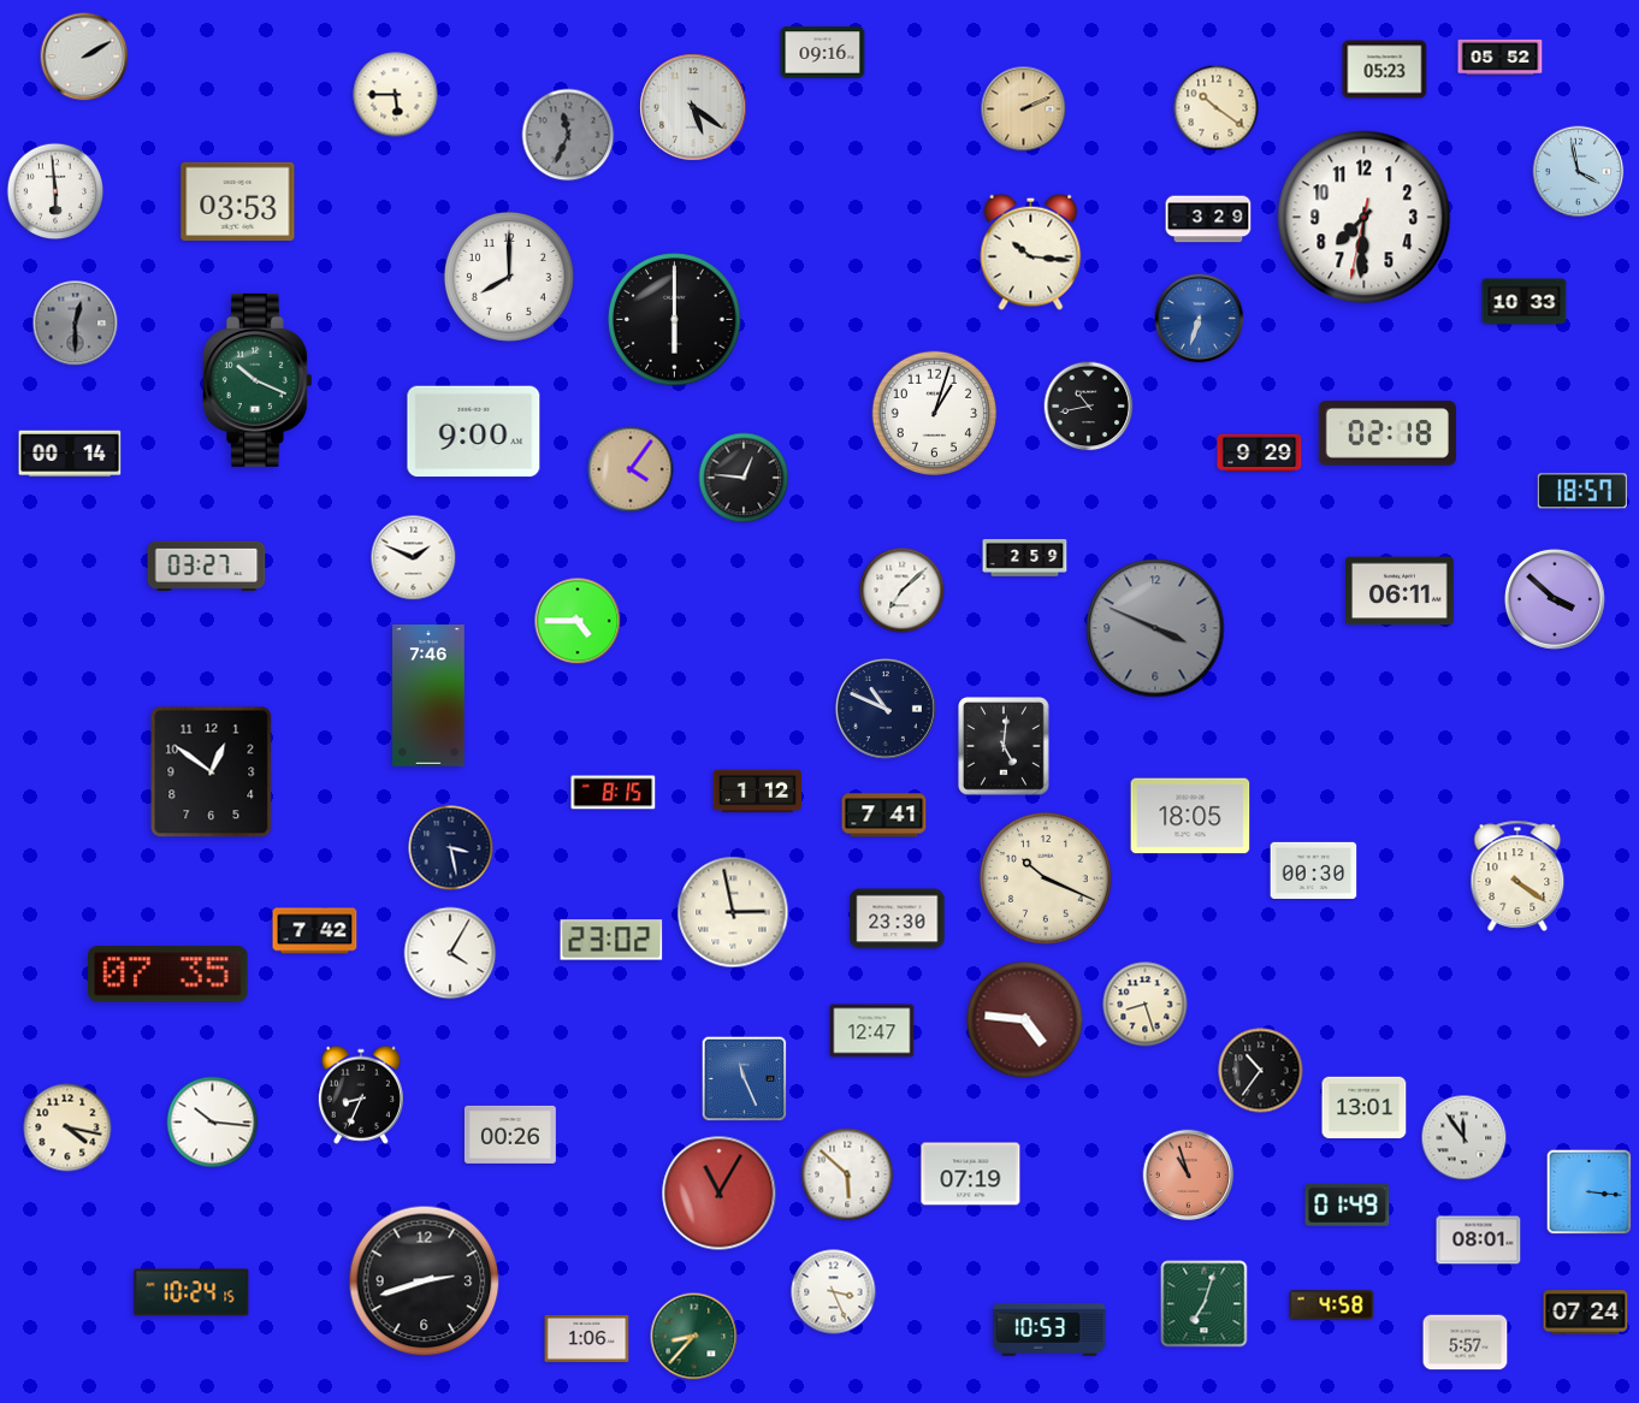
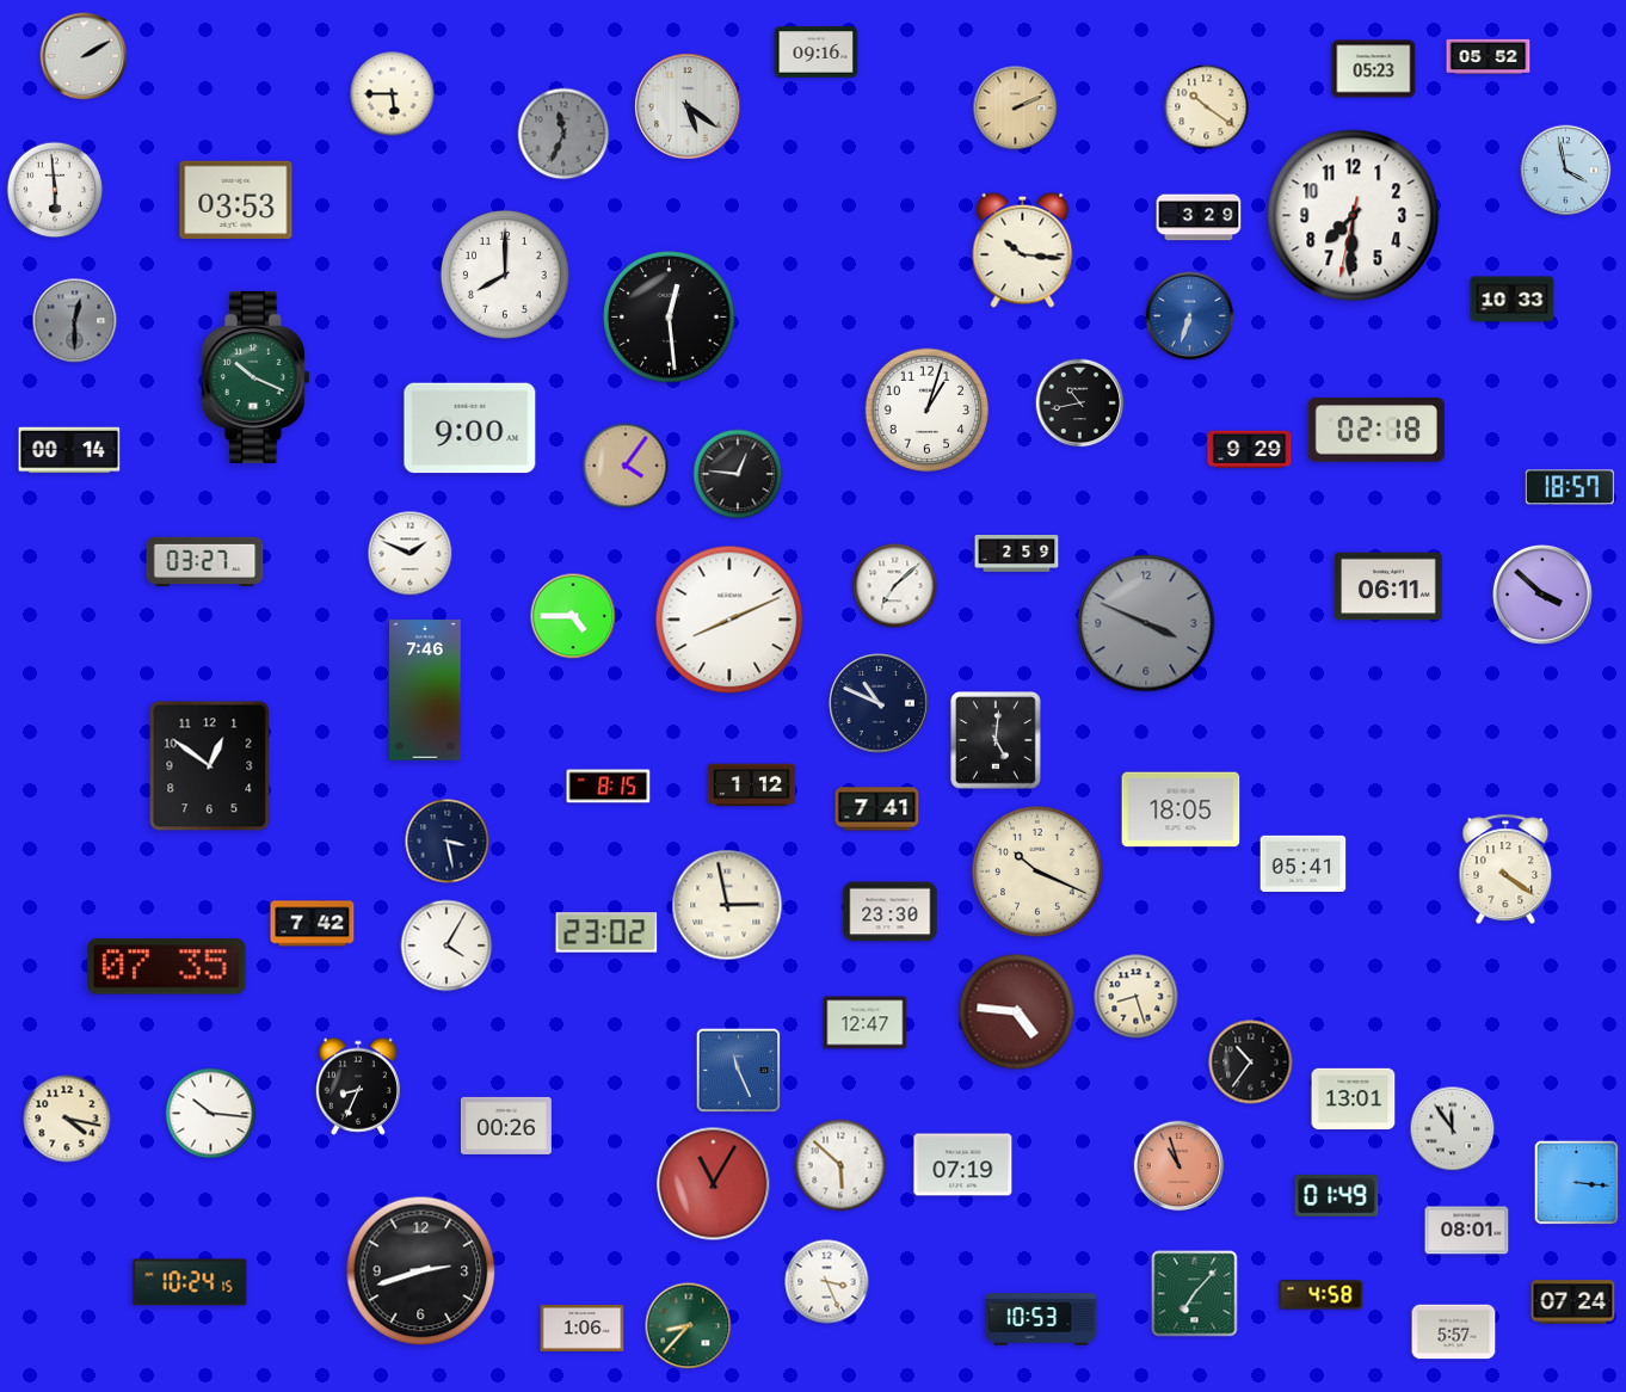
clock at (675, 320): 6:00 -> 12:29
clock at (729, 620): none -> 8:11
clock at (1314, 870): 00:30 -> 05:41
clock at (1205, 1304): 7:03 -> 7:07
